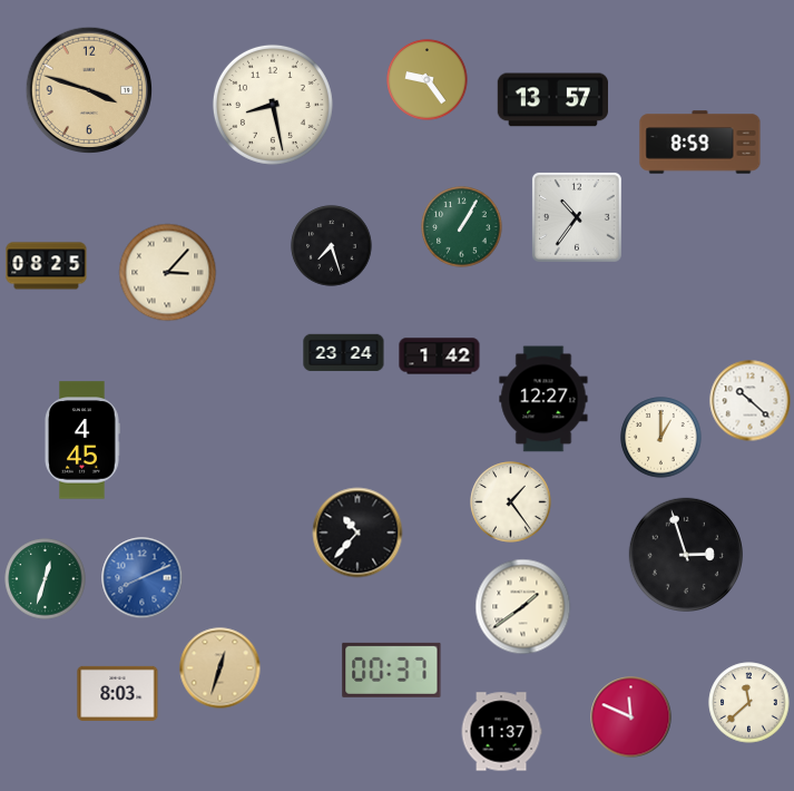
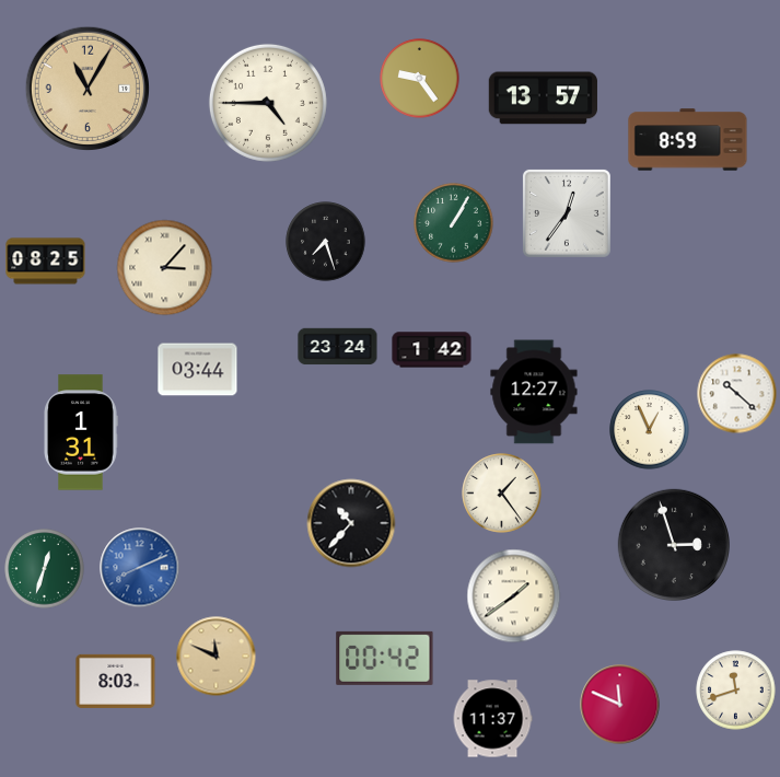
clock at (88, 89): 3:48 -> 11:05
clock at (273, 105): 8:28 -> 4:45
clock at (577, 217): 10:36 -> 12:36
clock at (198, 370): none -> 03:44
clock at (661, 438): 1:00 -> 12:56
clock at (82, 440): 4:45 -> 1:31
clock at (220, 668): 12:33 -> 11:49
clock at (392, 670): 00:37 -> 00:42
clock at (749, 703): 11:38 -> 11:42
